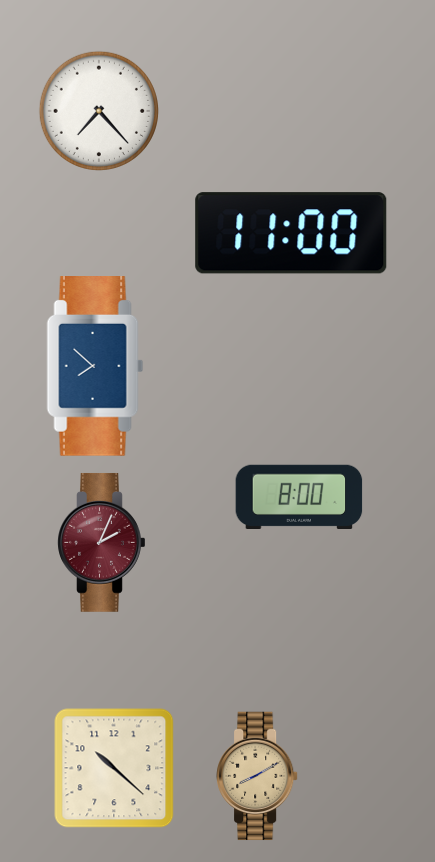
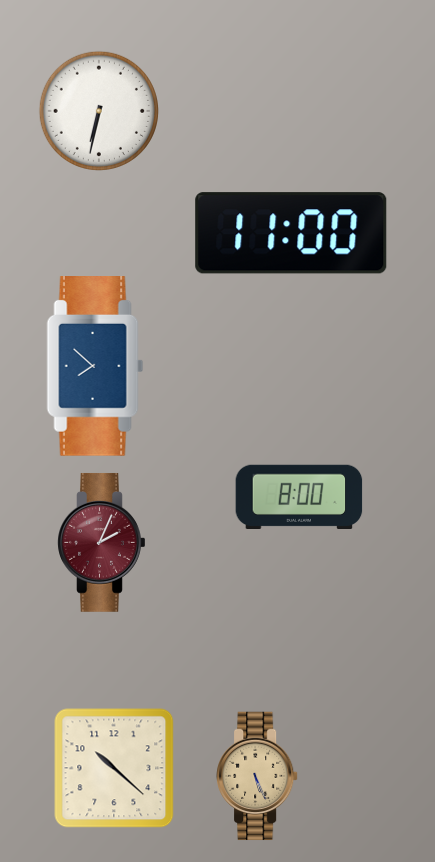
clock at (99, 111): 7:23 -> 6:32
clock at (257, 776): 8:10 -> 5:26
